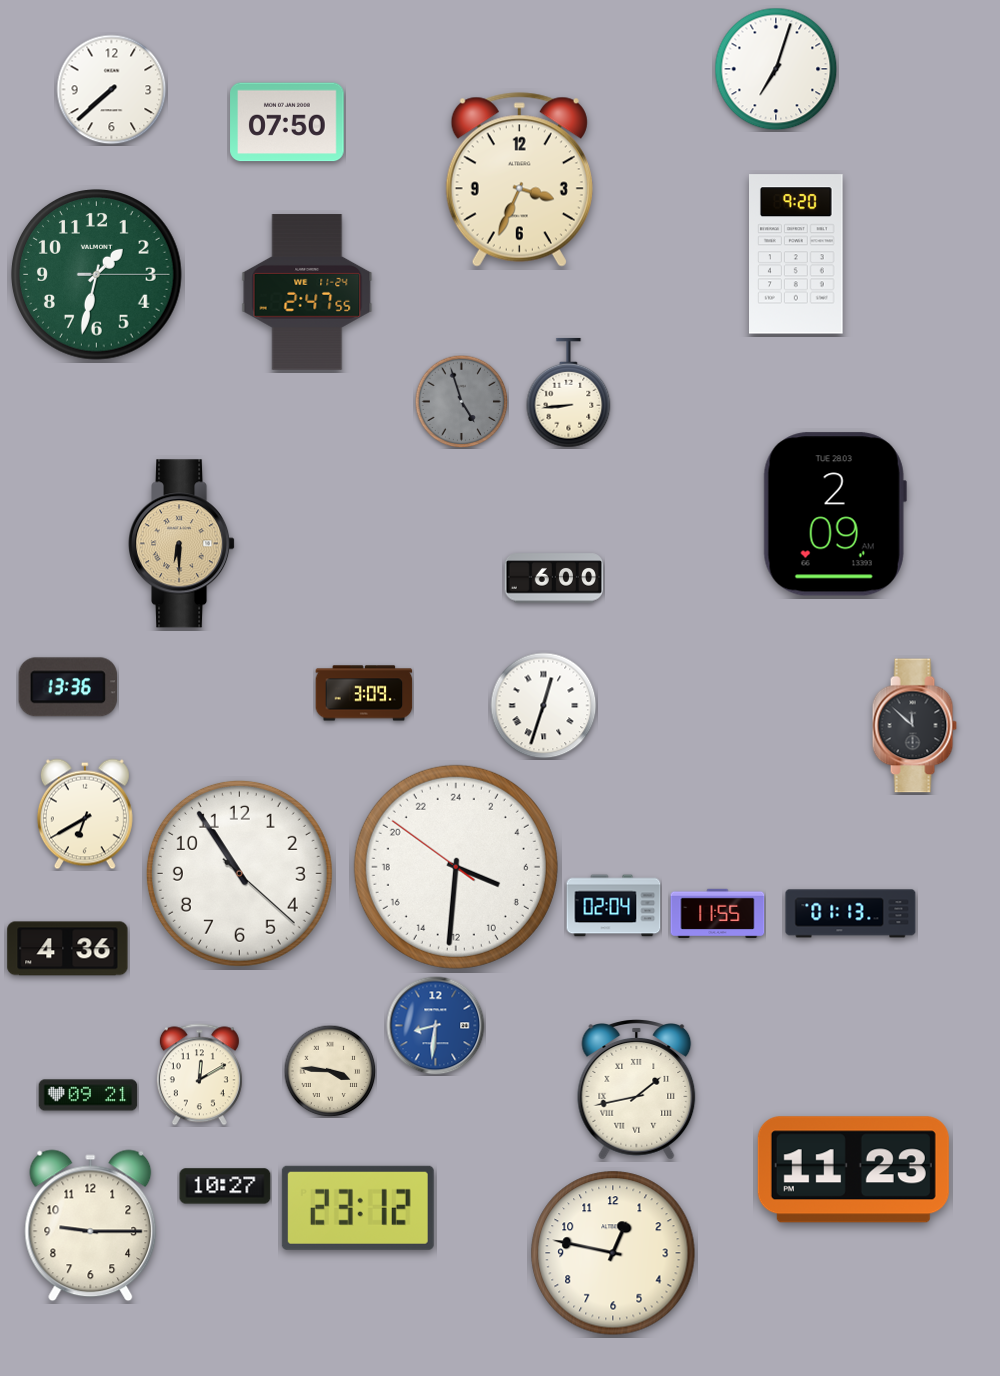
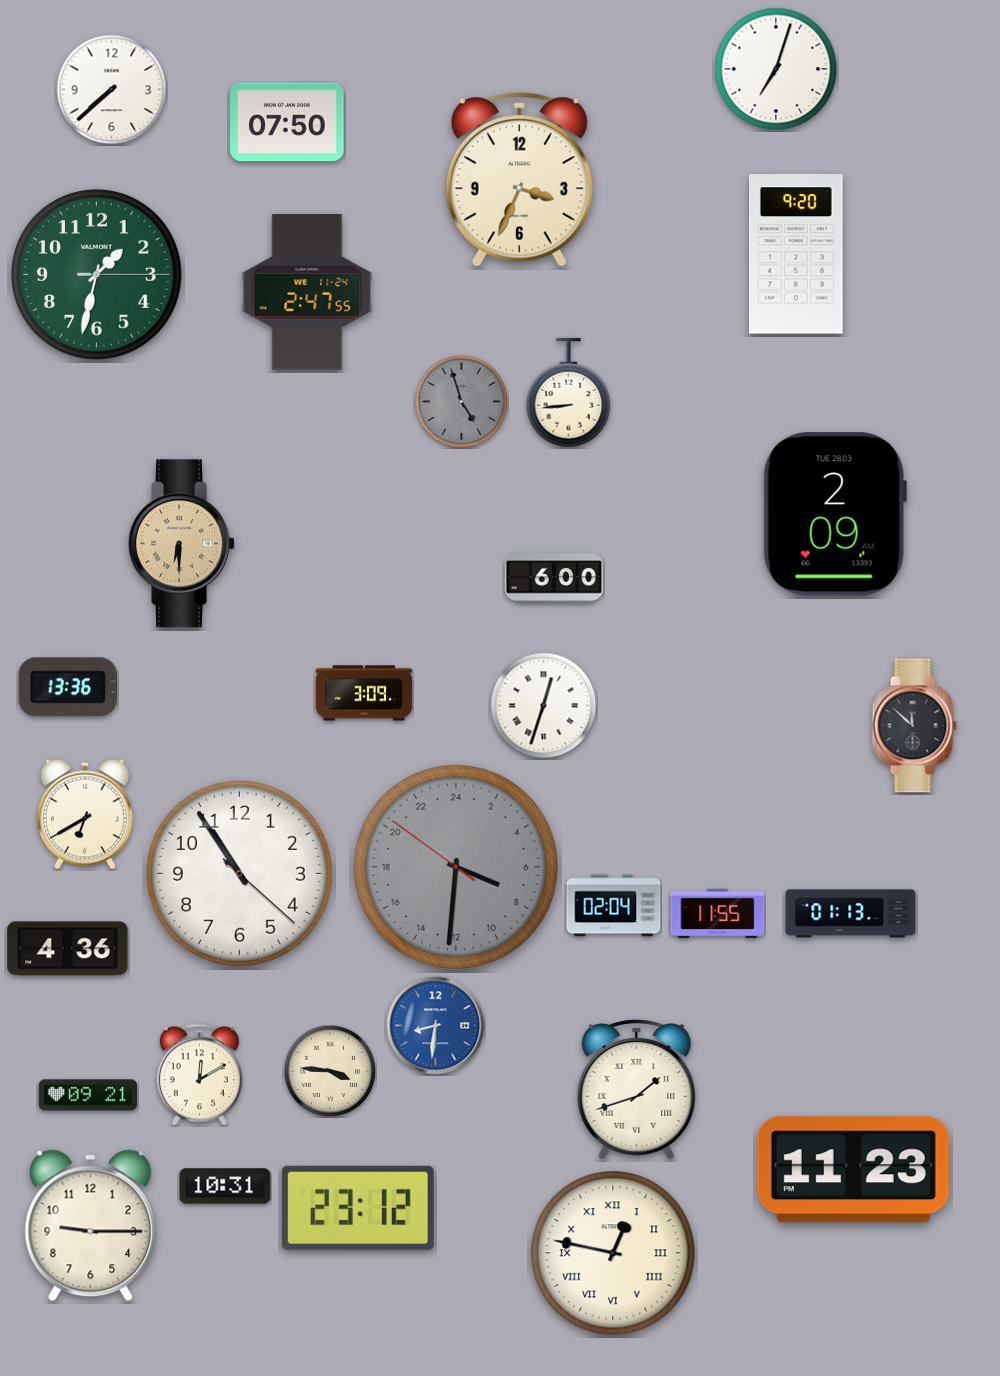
clock at (456, 867) dial: white -> grey
clock at (637, 1090): 1:43 -> 1:42
clock at (225, 1186): 10:27 -> 10:31
clock at (613, 1253) numerals: Arabic -> Roman
